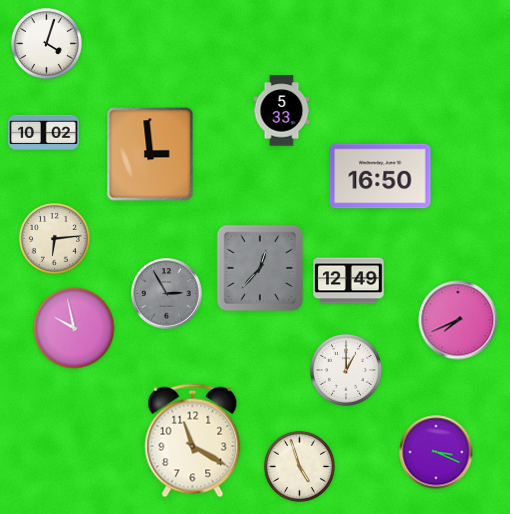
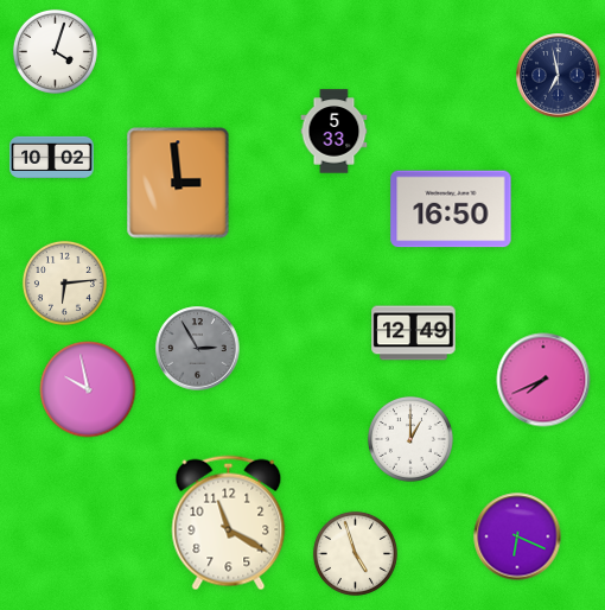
clock at (559, 76): none -> 6:58
clock at (260, 268): 12:37 -> none
clock at (436, 452): 3:19 -> 6:19
